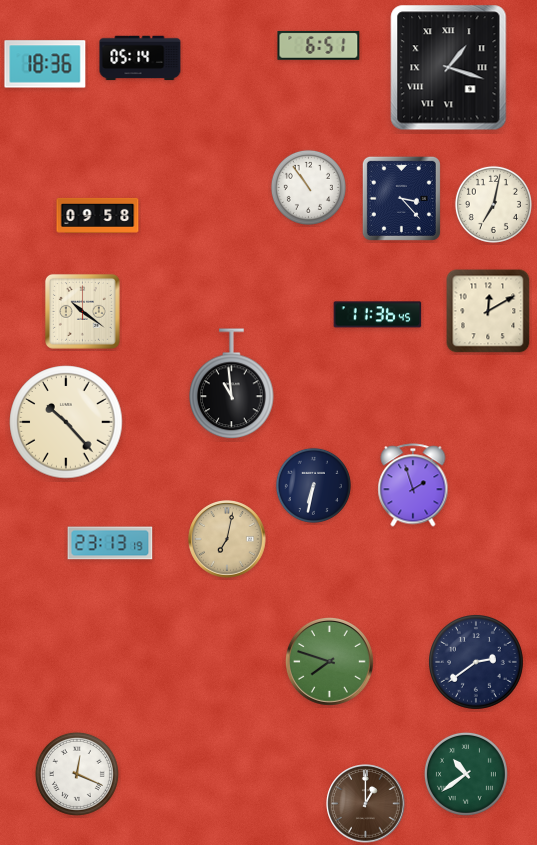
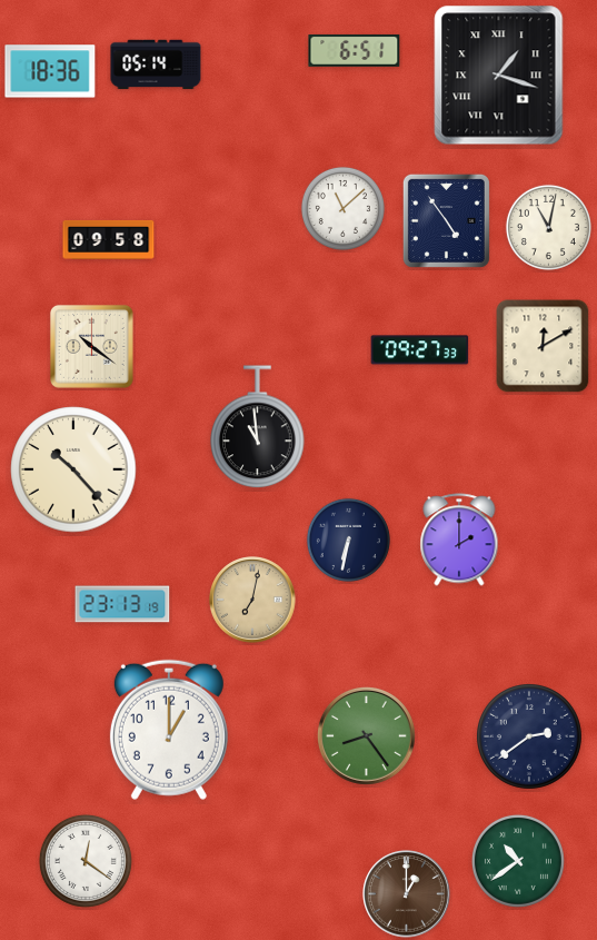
clock at (308, 187): 10:54 -> 11:08
clock at (401, 198): 3:23 -> 4:54
clock at (493, 204): 7:02 -> 11:02
clock at (378, 315): 11:36 -> 09:27
clock at (413, 485): 1:57 -> 2:00
clock at (169, 730): none -> 1:00
clock at (329, 661): 7:48 -> 8:24
clock at (77, 774): 12:19 -> 12:21
